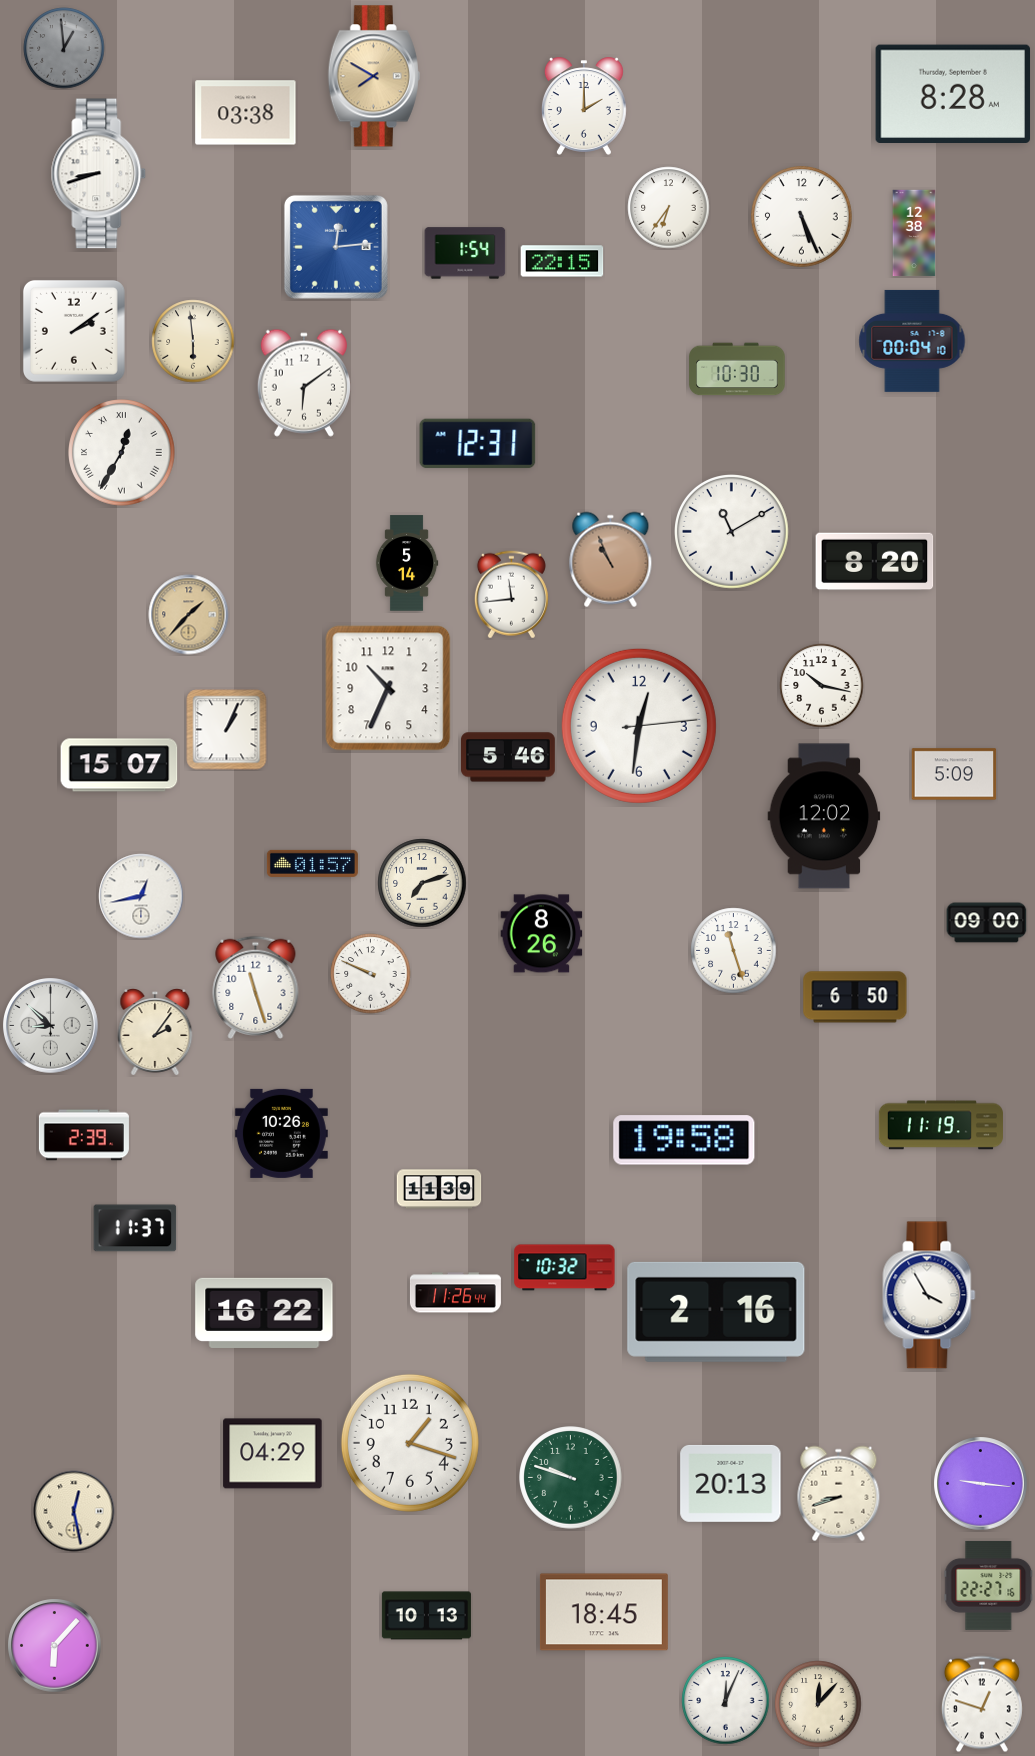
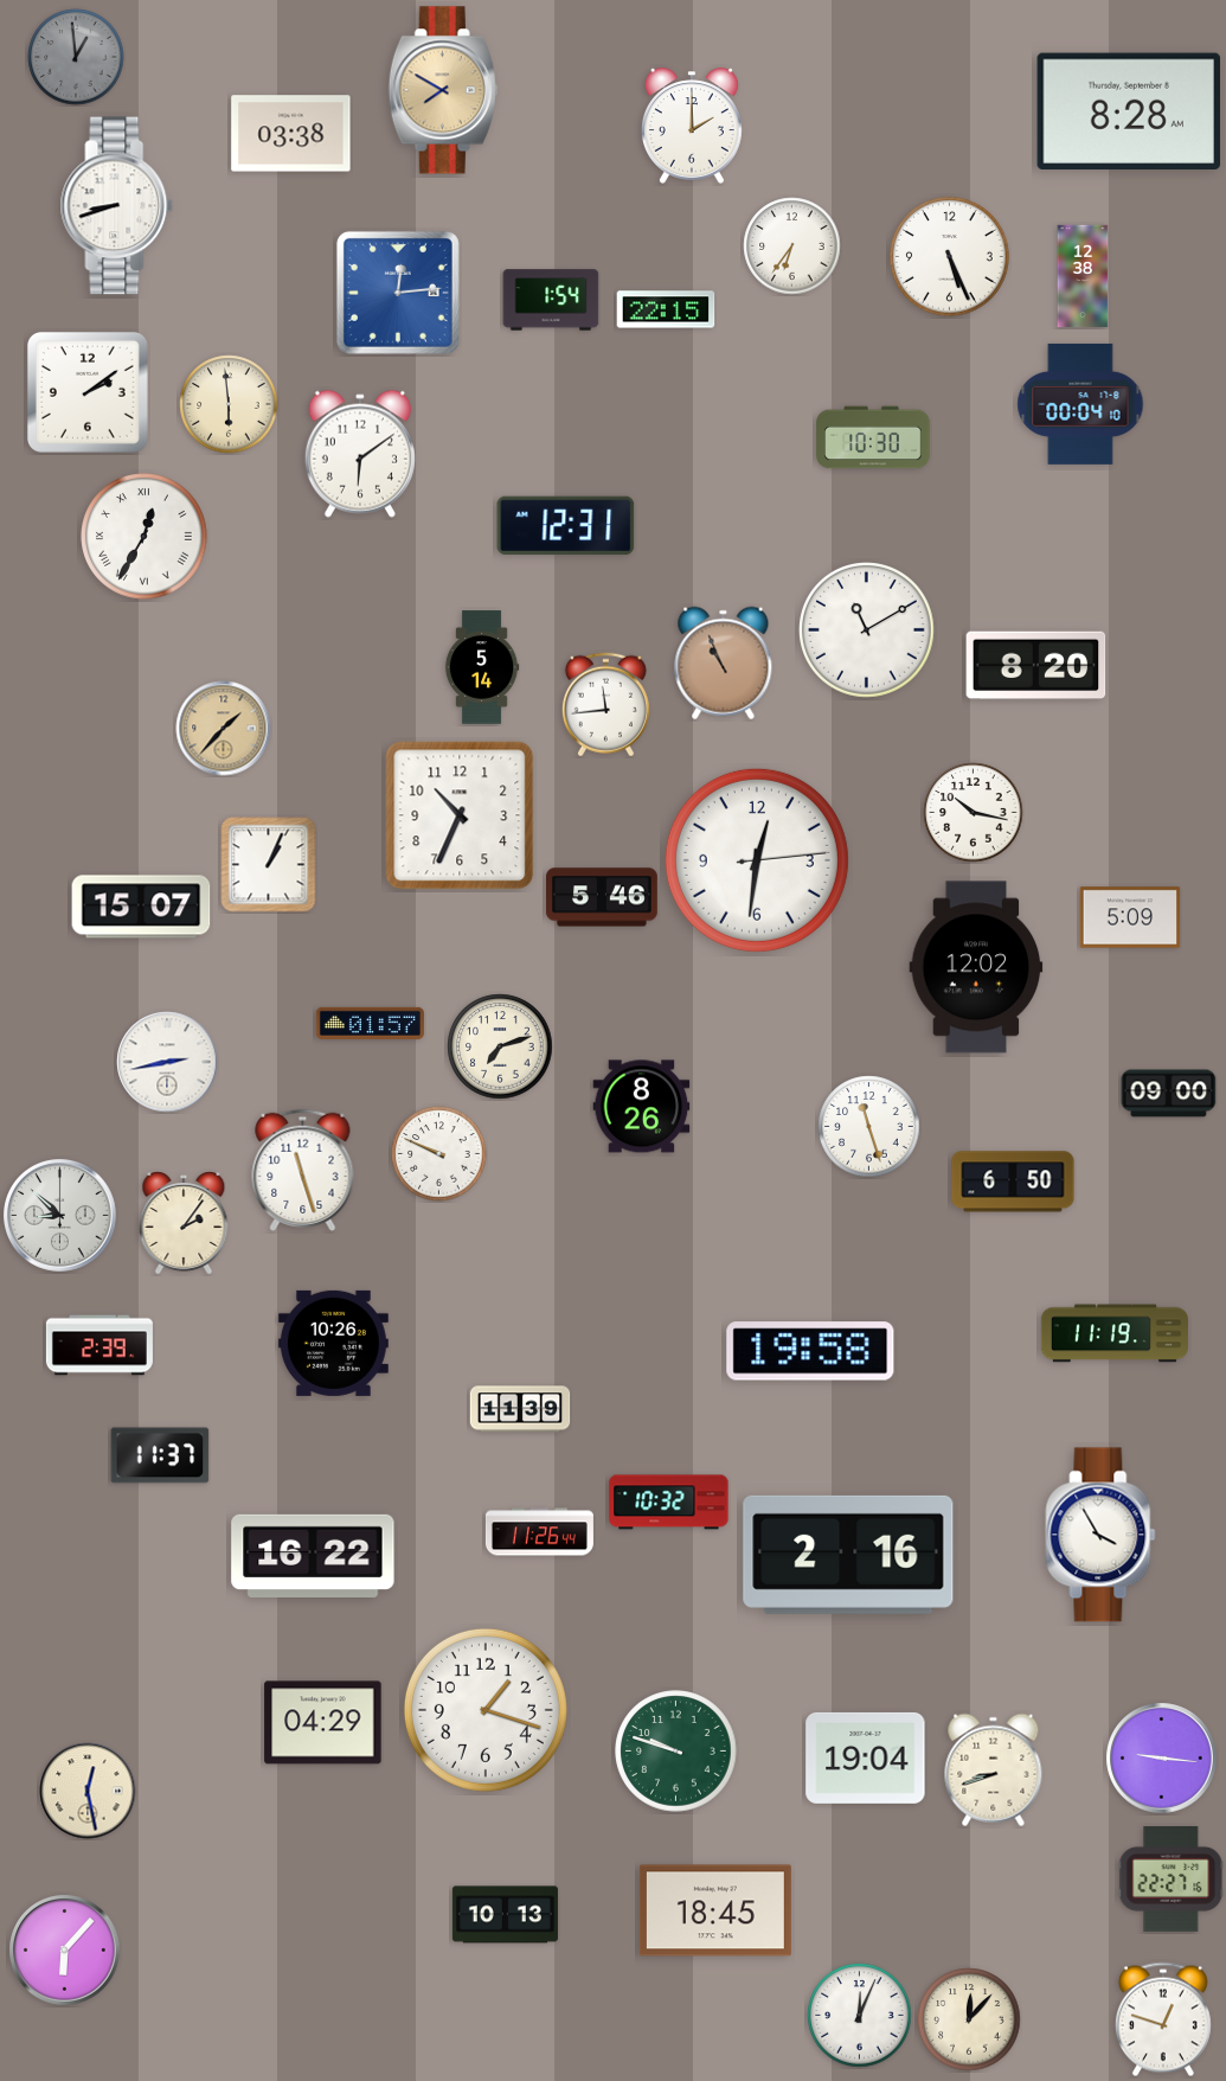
clock at (141, 896): 12:43 -> 2:43
clock at (731, 1483): 20:13 -> 19:04
